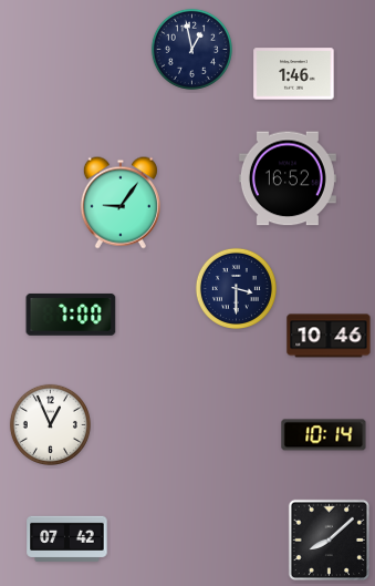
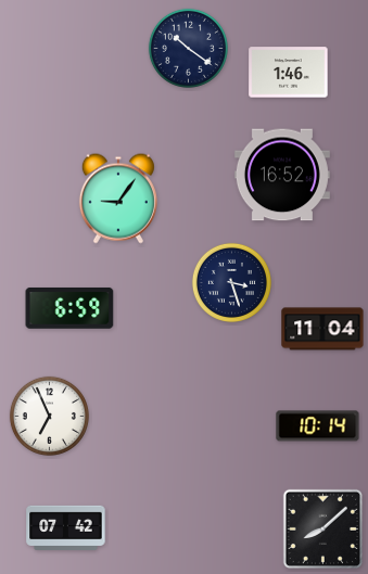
clock at (191, 49): 12:58 -> 10:21
clock at (236, 288): 3:30 -> 3:27
clock at (71, 315): 7:00 -> 6:59
clock at (329, 336): 10:46 -> 11:04
clock at (50, 424): 12:56 -> 6:56
